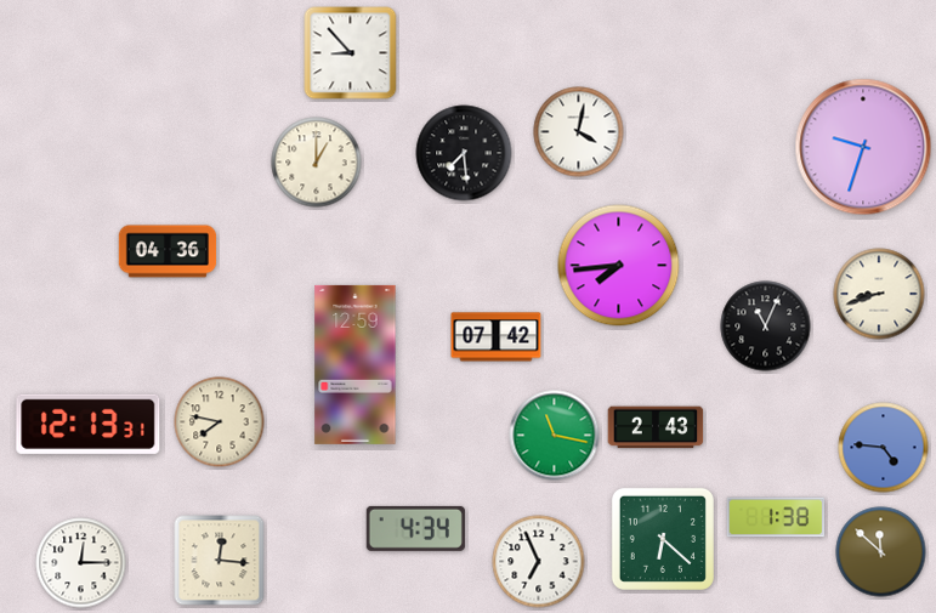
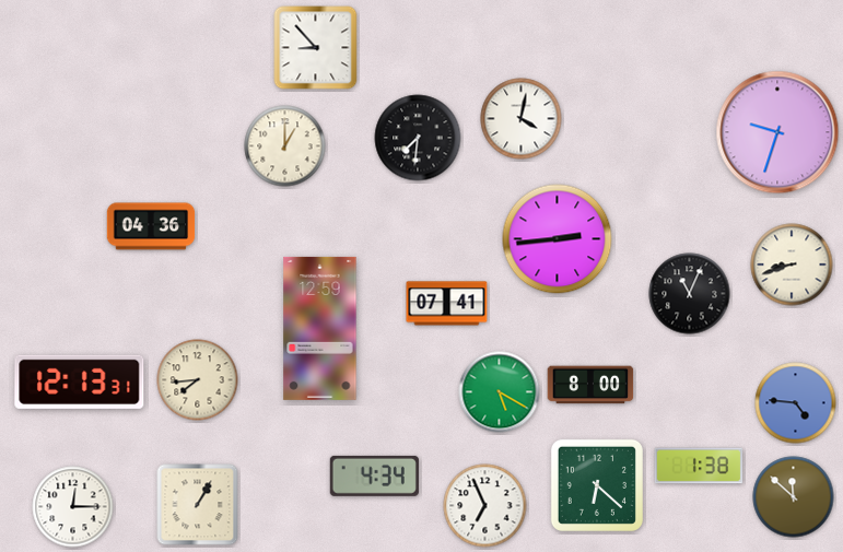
clock at (464, 153): 7:29 -> 7:31
clock at (619, 266): 7:44 -> 2:44
clock at (497, 337): 07:42 -> 07:41
clock at (220, 422): 7:47 -> 7:44
clock at (656, 427): 2:43 -> 8:00
clock at (555, 436): 11:17 -> 5:20
clock at (220, 561): 12:16 -> 1:05
